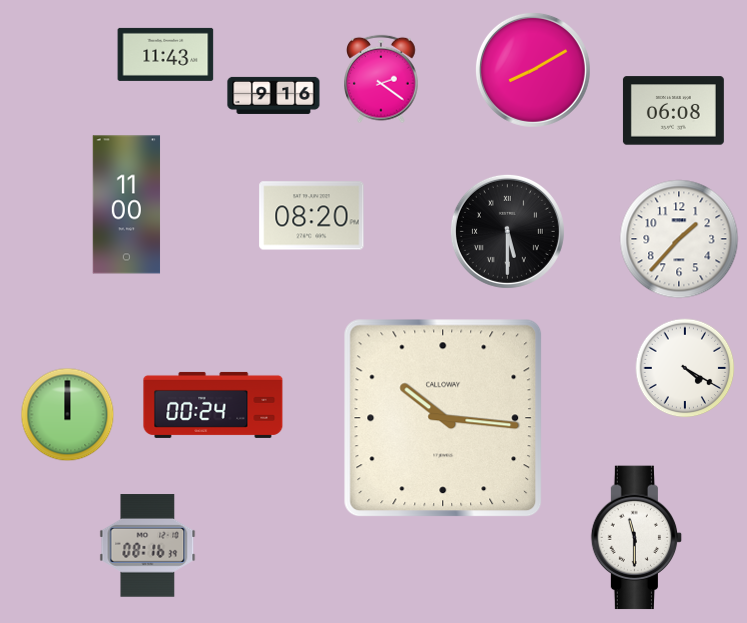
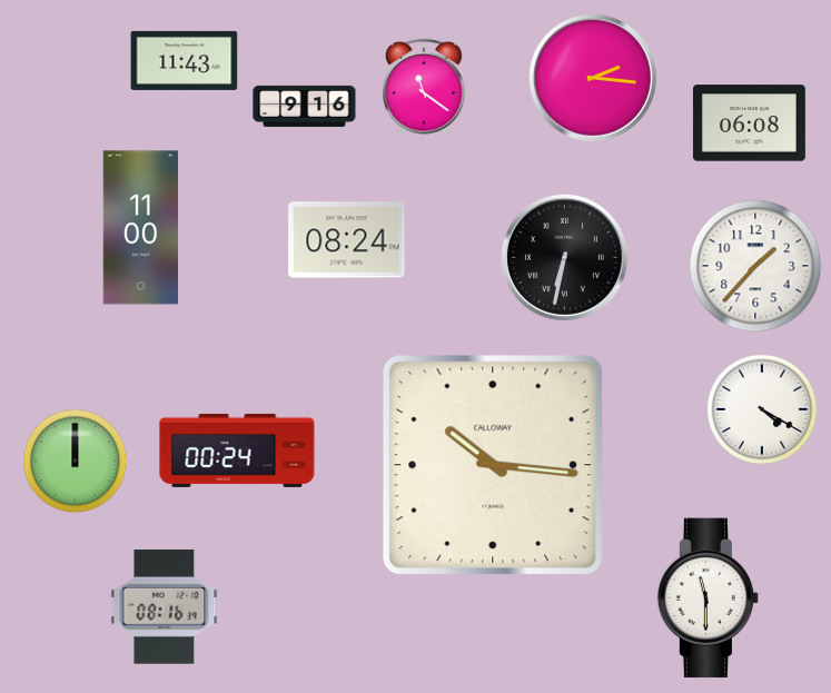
clock at (533, 70): 8:10 -> 2:16
clock at (382, 79): 2:21 -> 11:21
clock at (312, 216): 08:20 -> 08:24
clock at (507, 231): 5:30 -> 6:32
